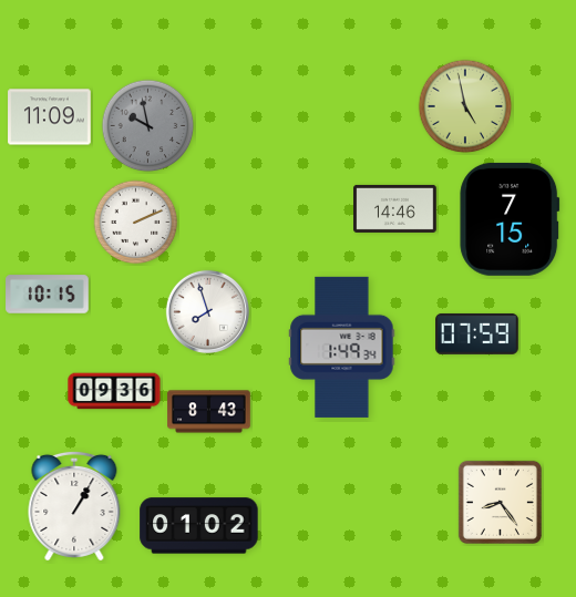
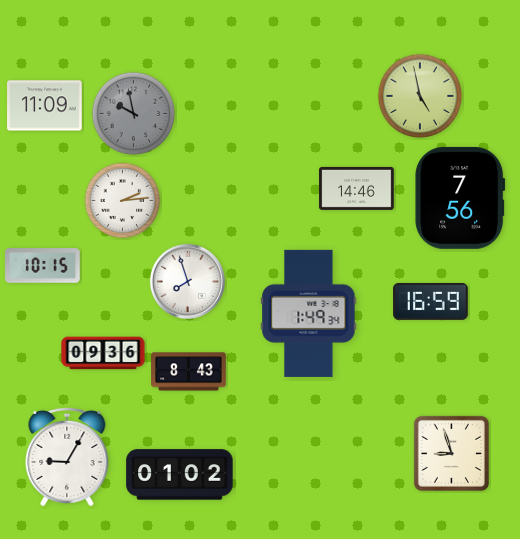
clock at (510, 219): 7:15 -> 7:56
clock at (136, 223): 2:11 -> 2:14
clock at (477, 333): 07:59 -> 16:59
clock at (500, 502): 8:24 -> 8:57
clock at (74, 506): 1:05 -> 9:05
